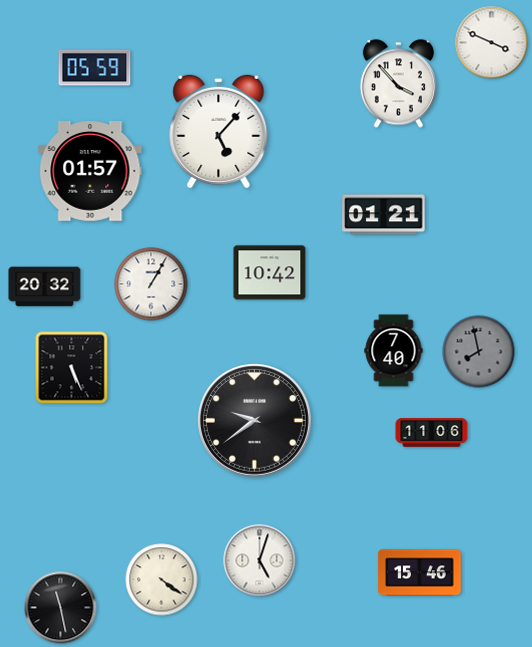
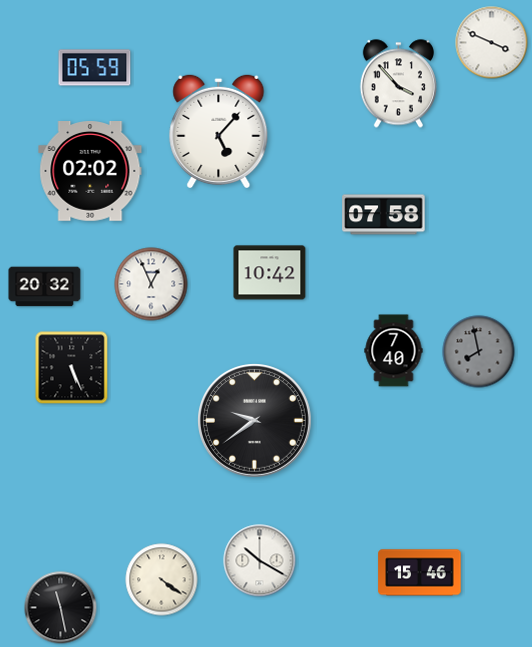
clock at (90, 172): 01:57 -> 02:02
clock at (384, 215): 01:21 -> 07:58
clock at (151, 284): 1:05 -> 12:56
clock at (432, 433): 11:06 -> none
clock at (260, 561): 5:03 -> 10:20
